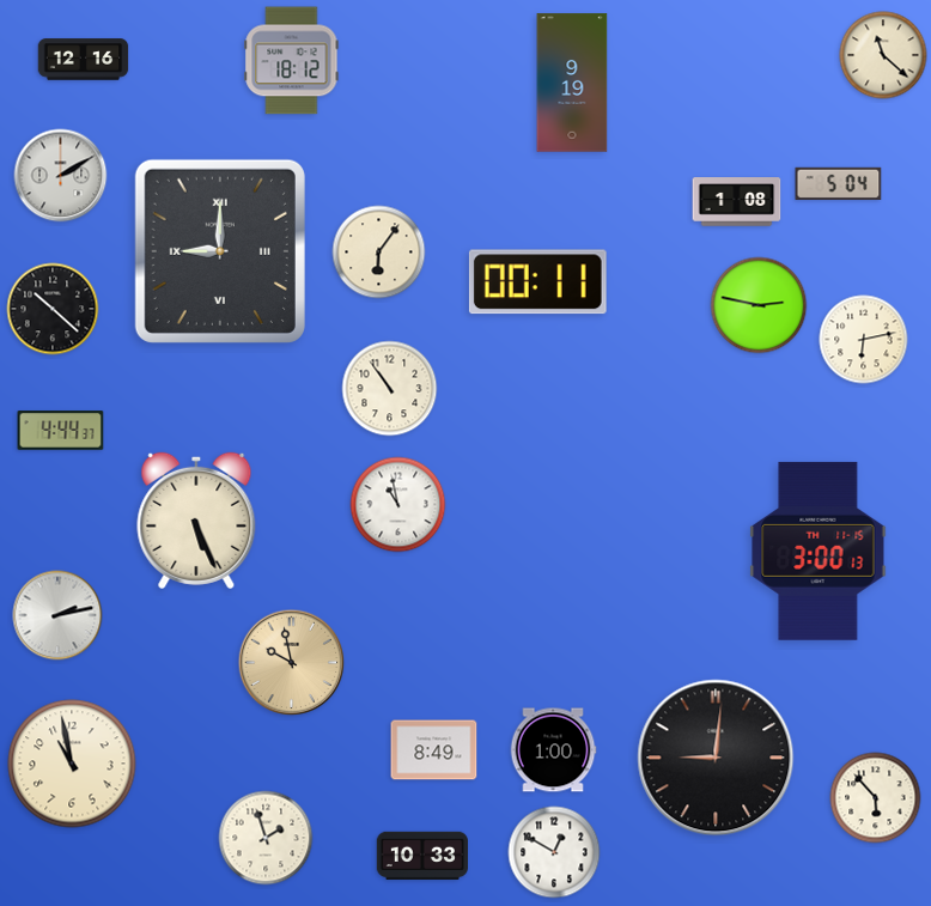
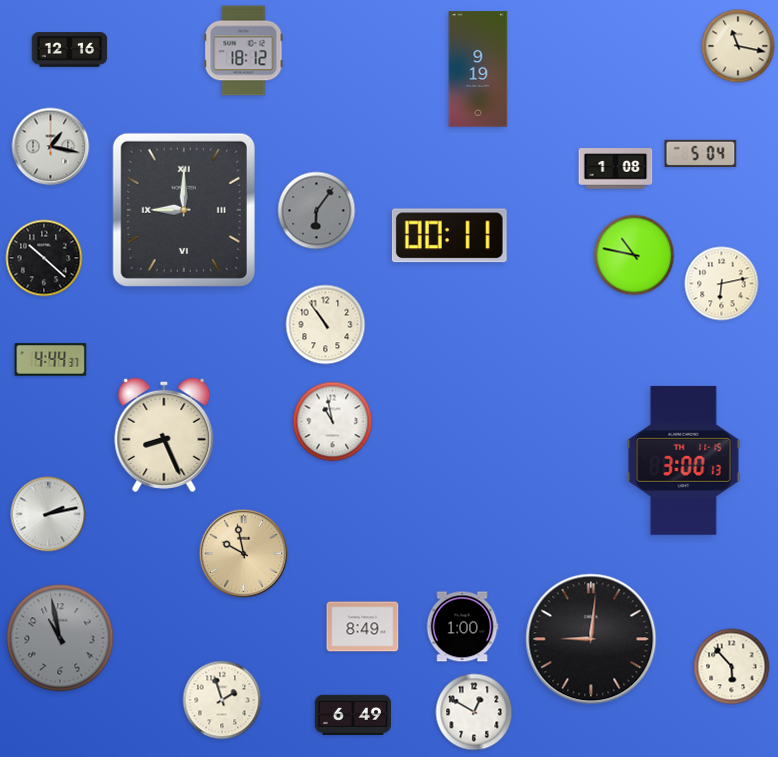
clock at (883, 55): 11:22 -> 11:17
clock at (61, 176): 2:10 -> 1:17
clock at (379, 253) dial: cream -> grey
clock at (759, 305): 2:47 -> 10:47
clock at (196, 521): 5:26 -> 8:26
clock at (716, 758) position: (716, 758) -> (591, 639)
clock at (72, 764) dial: cream -> grey
clock at (554, 852) position: (554, 852) -> (474, 712)
clock at (421, 855): 10:33 -> 6:49
